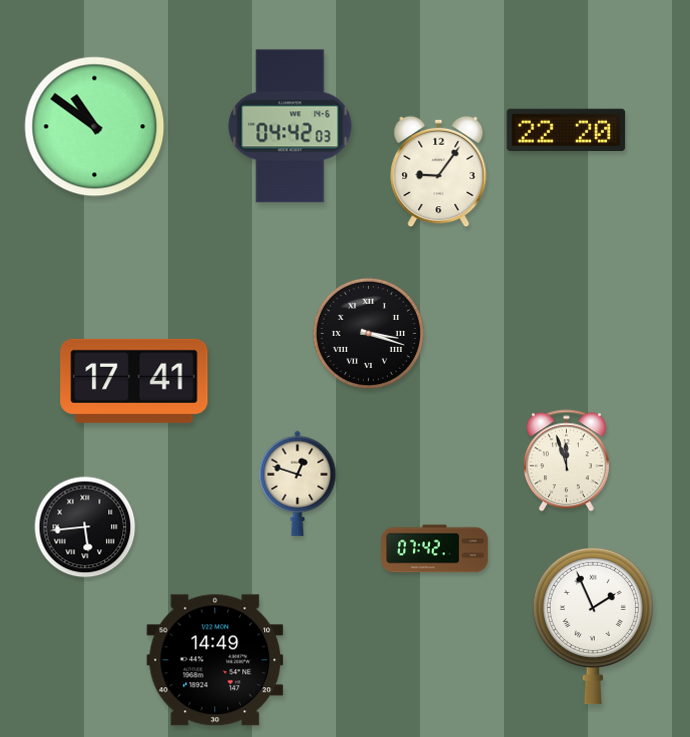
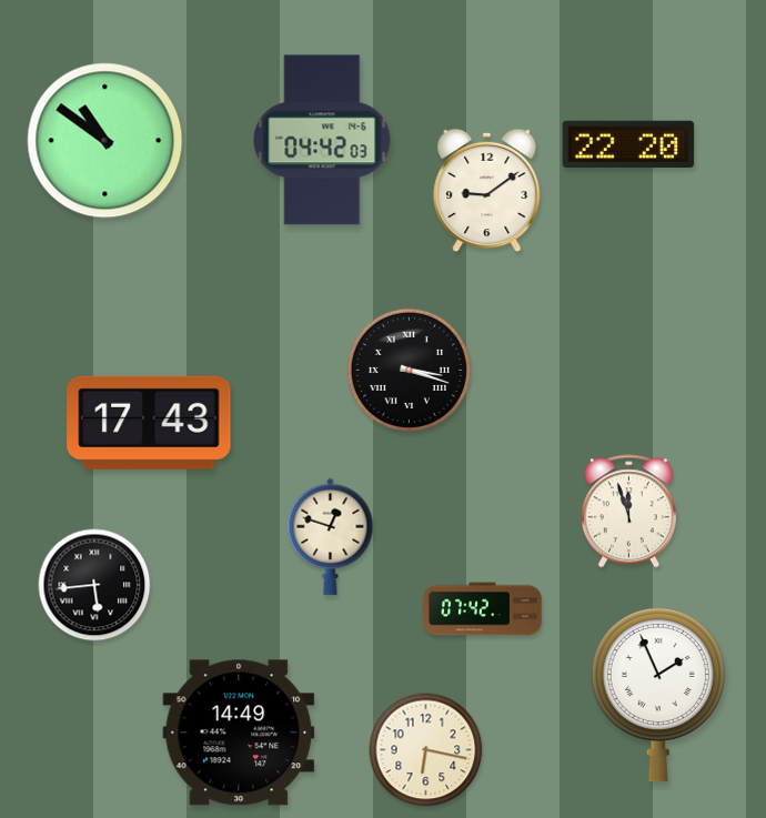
clock at (439, 172): 9:06 -> 9:09
clock at (134, 381): 17:41 -> 17:43
clock at (426, 750): none -> 6:17
